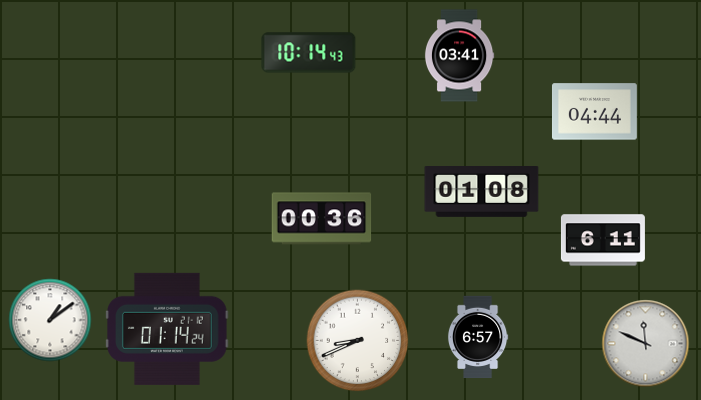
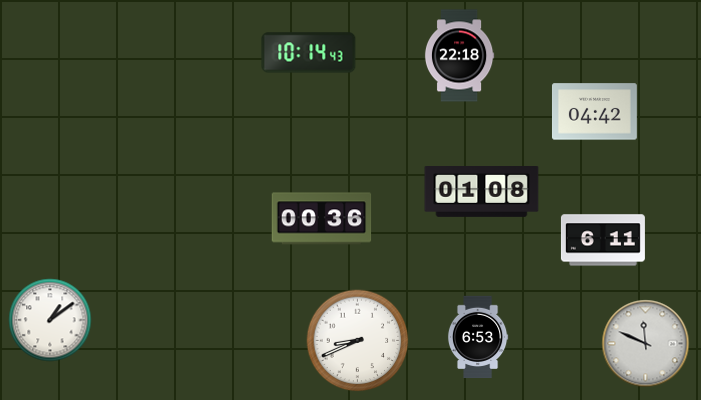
clock at (459, 56): 03:41 -> 22:18
clock at (594, 112): 04:44 -> 04:42
clock at (168, 329): 01:14 -> none
clock at (478, 336): 6:57 -> 6:53
